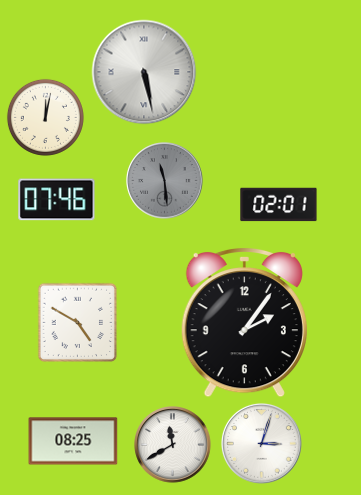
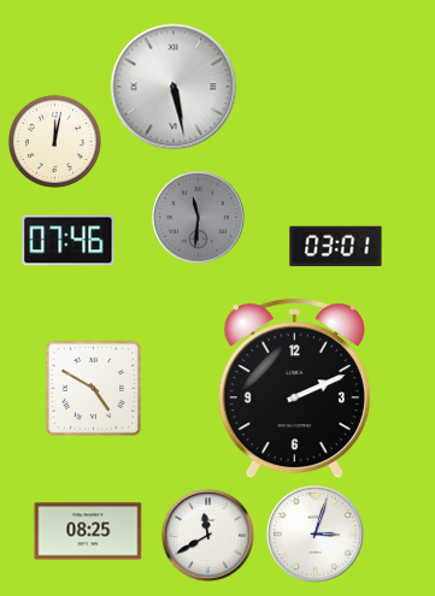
clock at (165, 181): 11:29 -> 11:31
clock at (279, 205): 02:01 -> 03:01
clock at (244, 322): 2:06 -> 2:11
